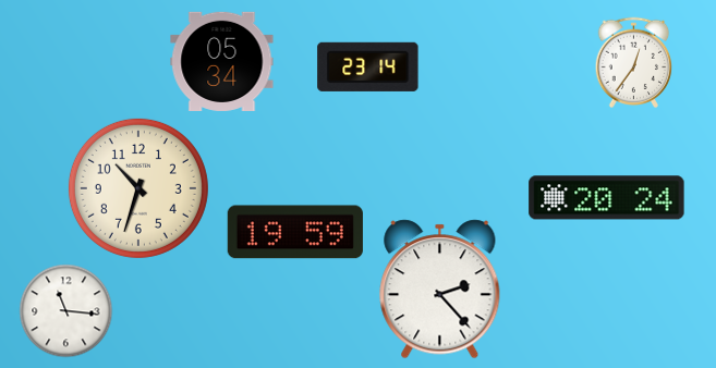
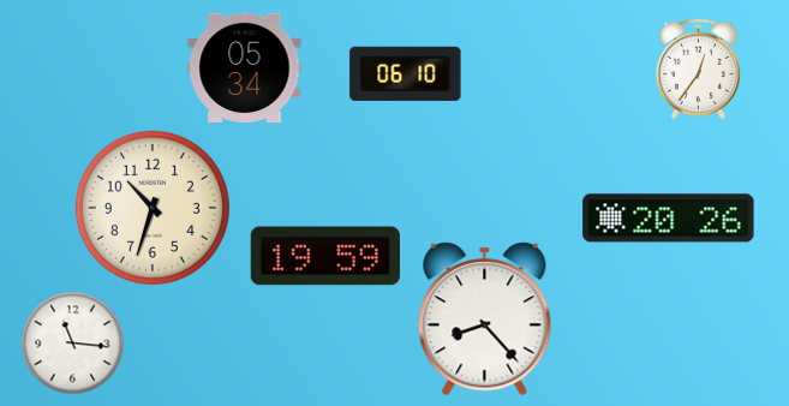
clock at (368, 66): 23:14 -> 06:10
clock at (607, 198): 20:24 -> 20:26
clock at (440, 290): 2:23 -> 8:23
